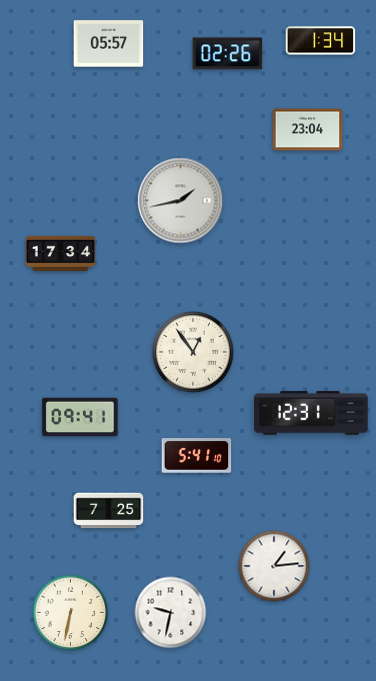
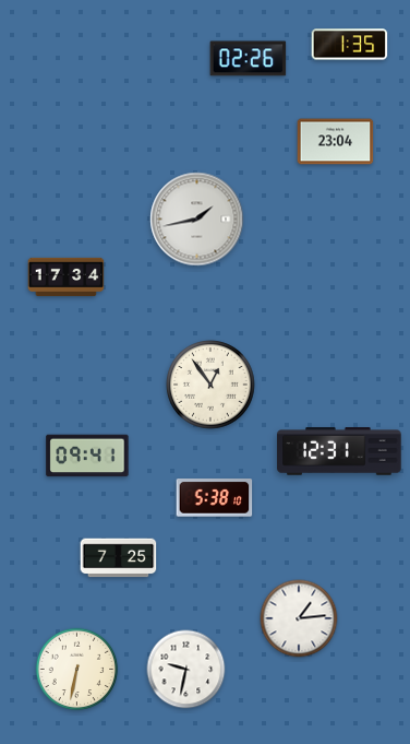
clock at (321, 41): 1:34 -> 1:35
clock at (109, 44): 05:57 -> none
clock at (197, 456): 5:41 -> 5:38
